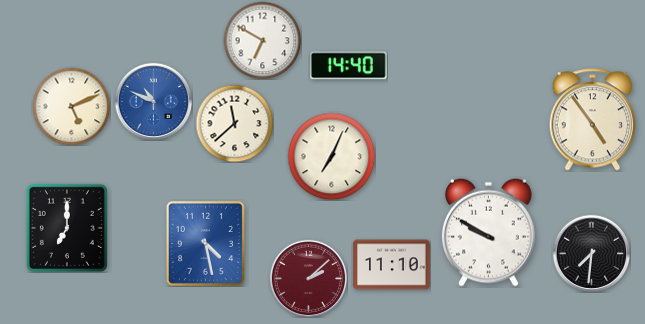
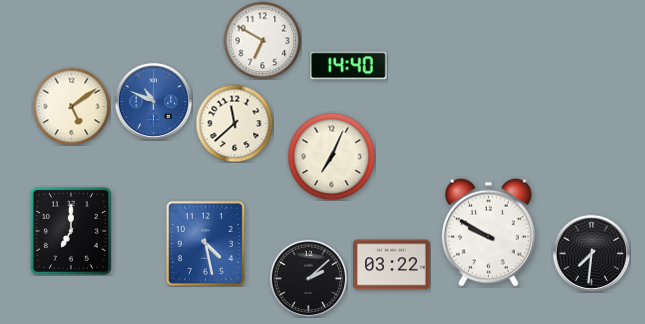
clock at (71, 106): 5:11 -> 5:09
clock at (593, 120): 4:54 -> none
clock at (67, 228) position: (67, 228) -> (71, 231)
clock at (392, 265): 11:10 -> 03:22
clock at (308, 278) dial: burgundy -> black
